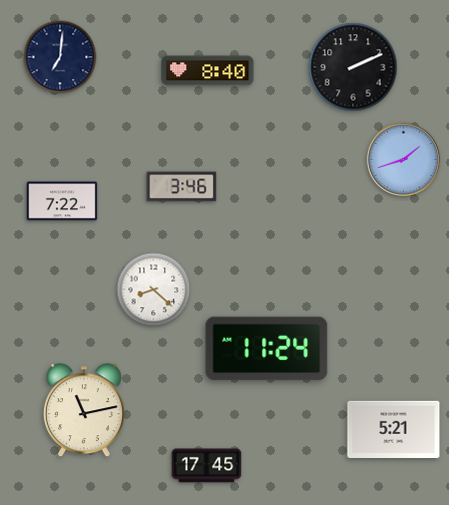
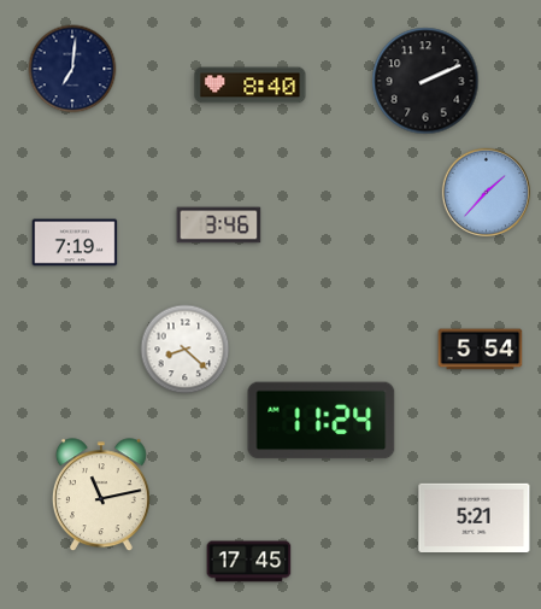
clock at (404, 160): 1:42 -> 1:37
clock at (62, 201): 7:22 -> 7:19
clock at (481, 350): none -> 5:54
